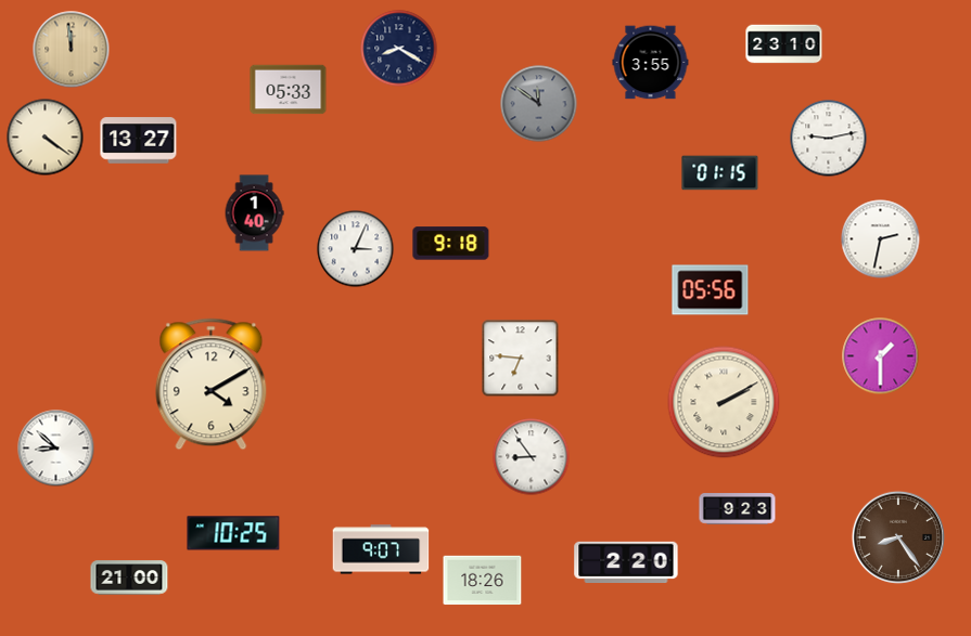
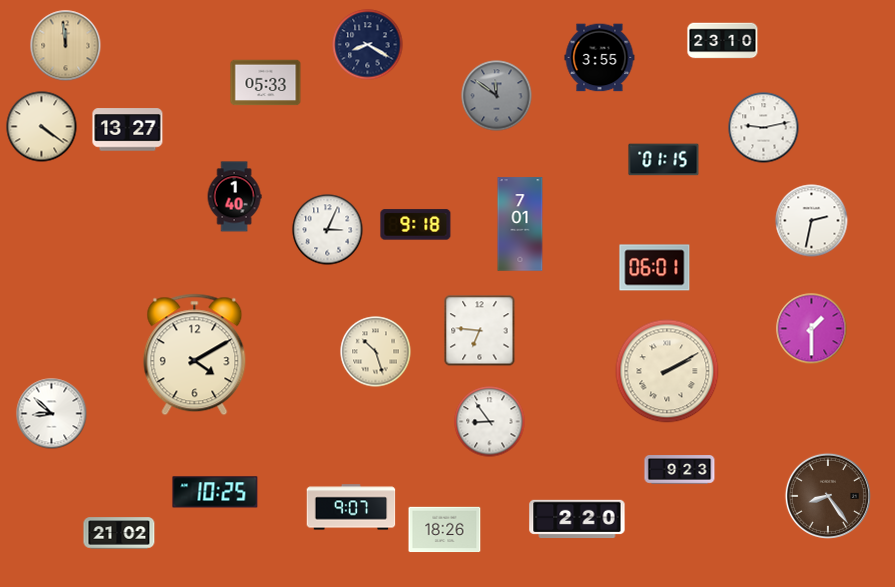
clock at (520, 224): none -> 7:01
clock at (711, 290): 05:56 -> 06:01
clock at (376, 352): none -> 10:27
clock at (129, 577): 21:00 -> 21:02
clock at (483, 581) position: (483, 581) -> (445, 530)
